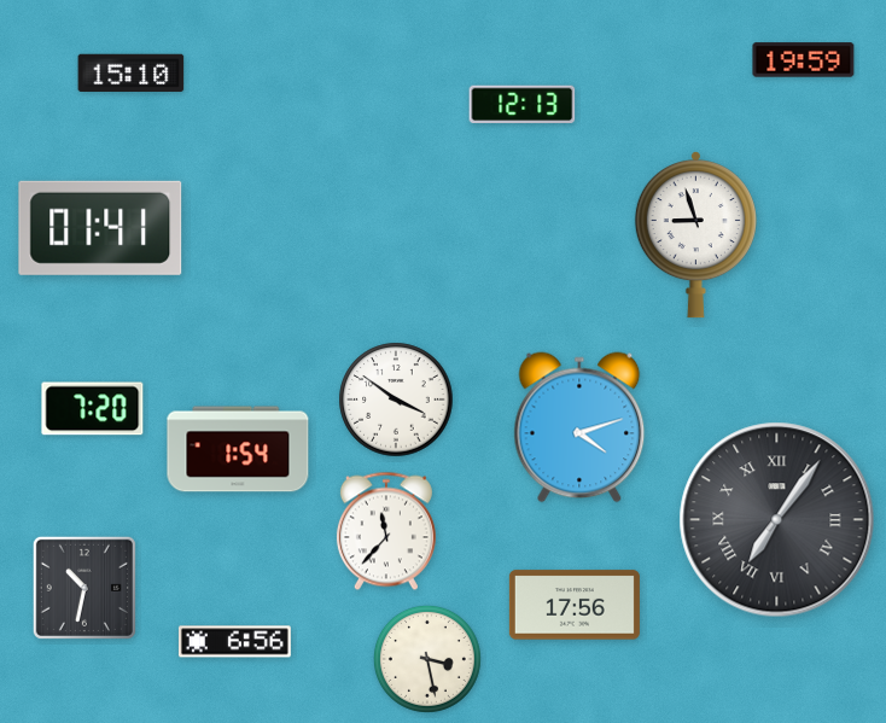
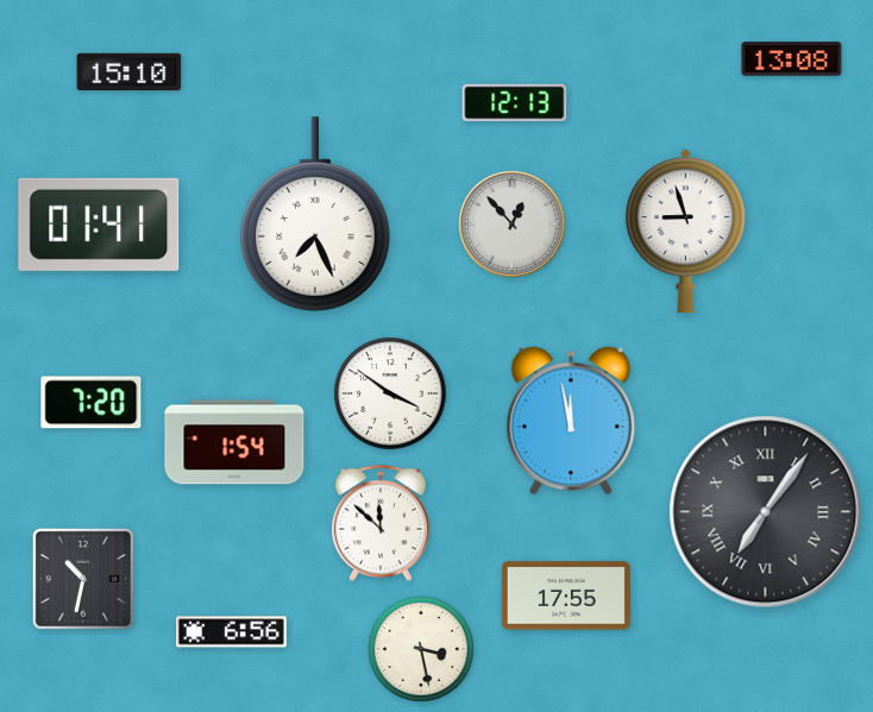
clock at (804, 60): 19:59 -> 13:08
clock at (316, 214): none -> 7:26
clock at (511, 223): none -> 12:53
clock at (579, 427): 4:12 -> 11:58
clock at (386, 531): 11:37 -> 11:52
clock at (575, 605): 17:56 -> 17:55
